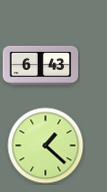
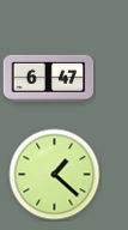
clock at (41, 65): 6:43 -> 6:47
